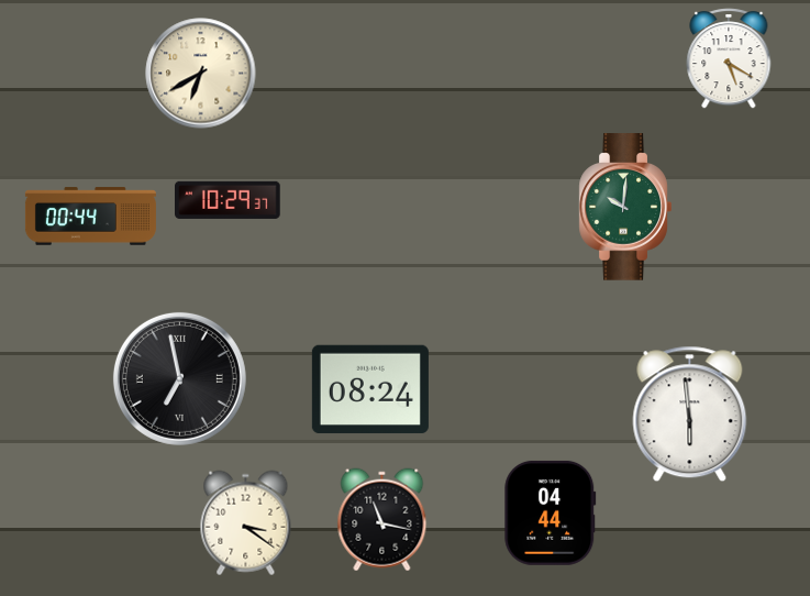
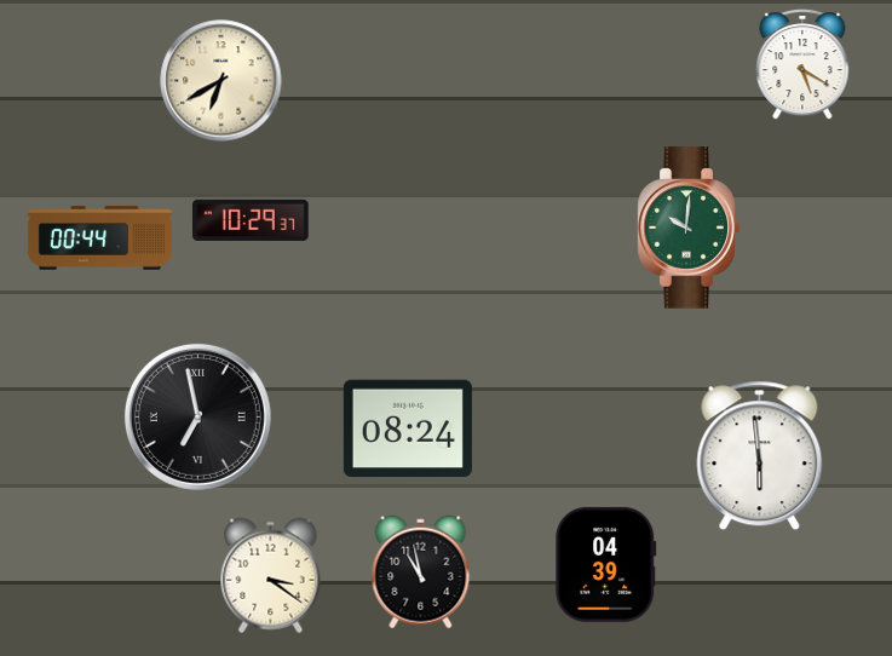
clock at (551, 512): 04:44 -> 04:39
clock at (382, 520): 11:17 -> 10:58
